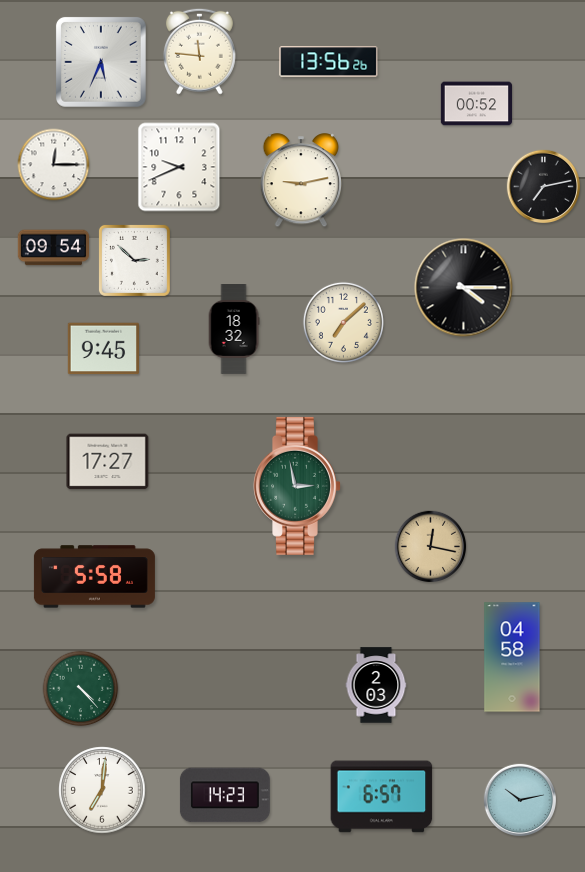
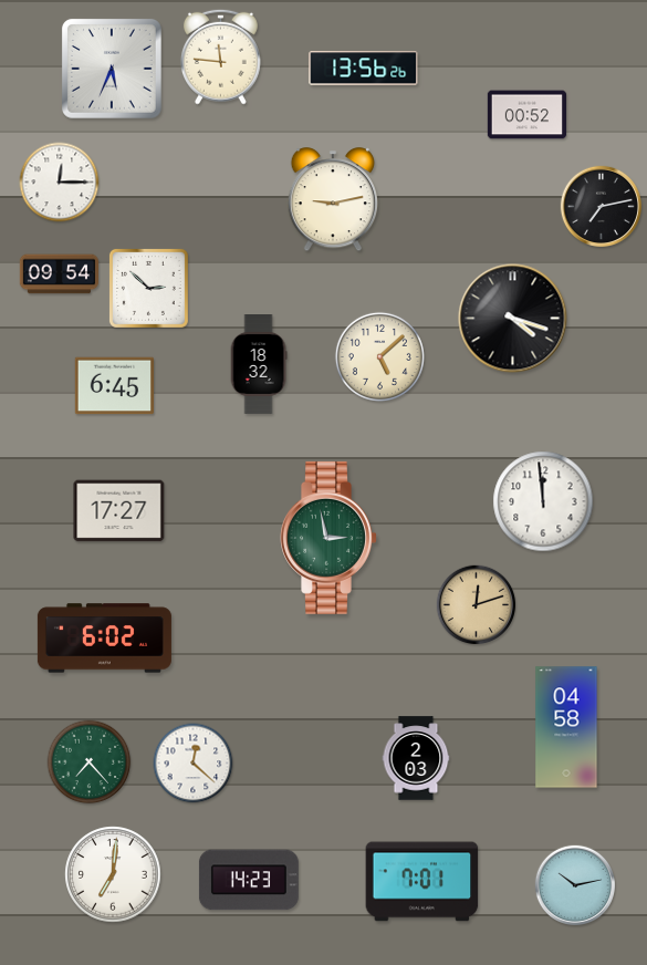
clock at (179, 167): 9:41 -> none
clock at (464, 288): 4:15 -> 4:18
clock at (343, 322): 7:08 -> 5:08
clock at (103, 349): 9:45 -> 6:45
clock at (543, 501): none -> 11:59
clock at (431, 547): 12:17 -> 12:12
clock at (94, 577): 5:58 -> 6:02
clock at (81, 689): 4:23 -> 7:23
clock at (194, 764): none -> 12:22
clock at (382, 797): 6:57 -> 7:01
